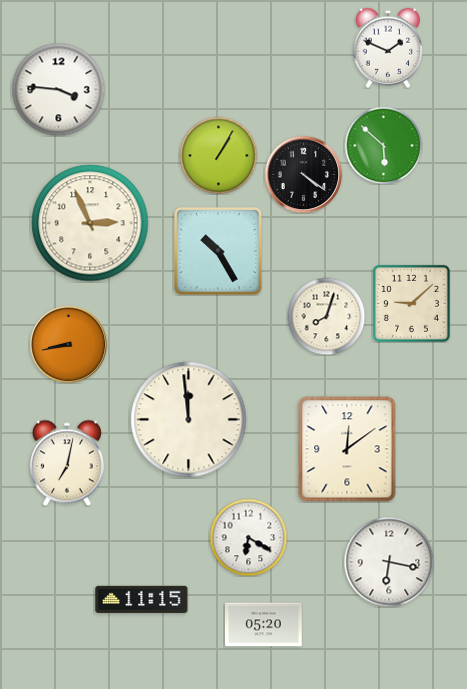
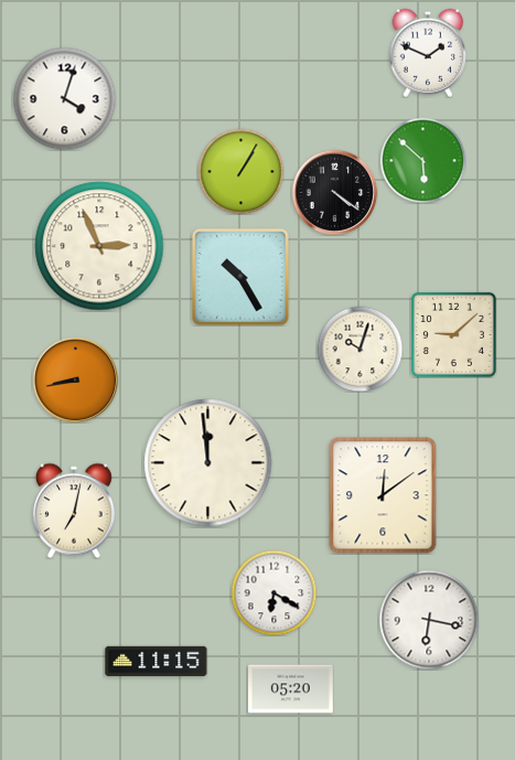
clock at (58, 89): 3:46 -> 4:03
clock at (326, 316): 8:03 -> 10:03
